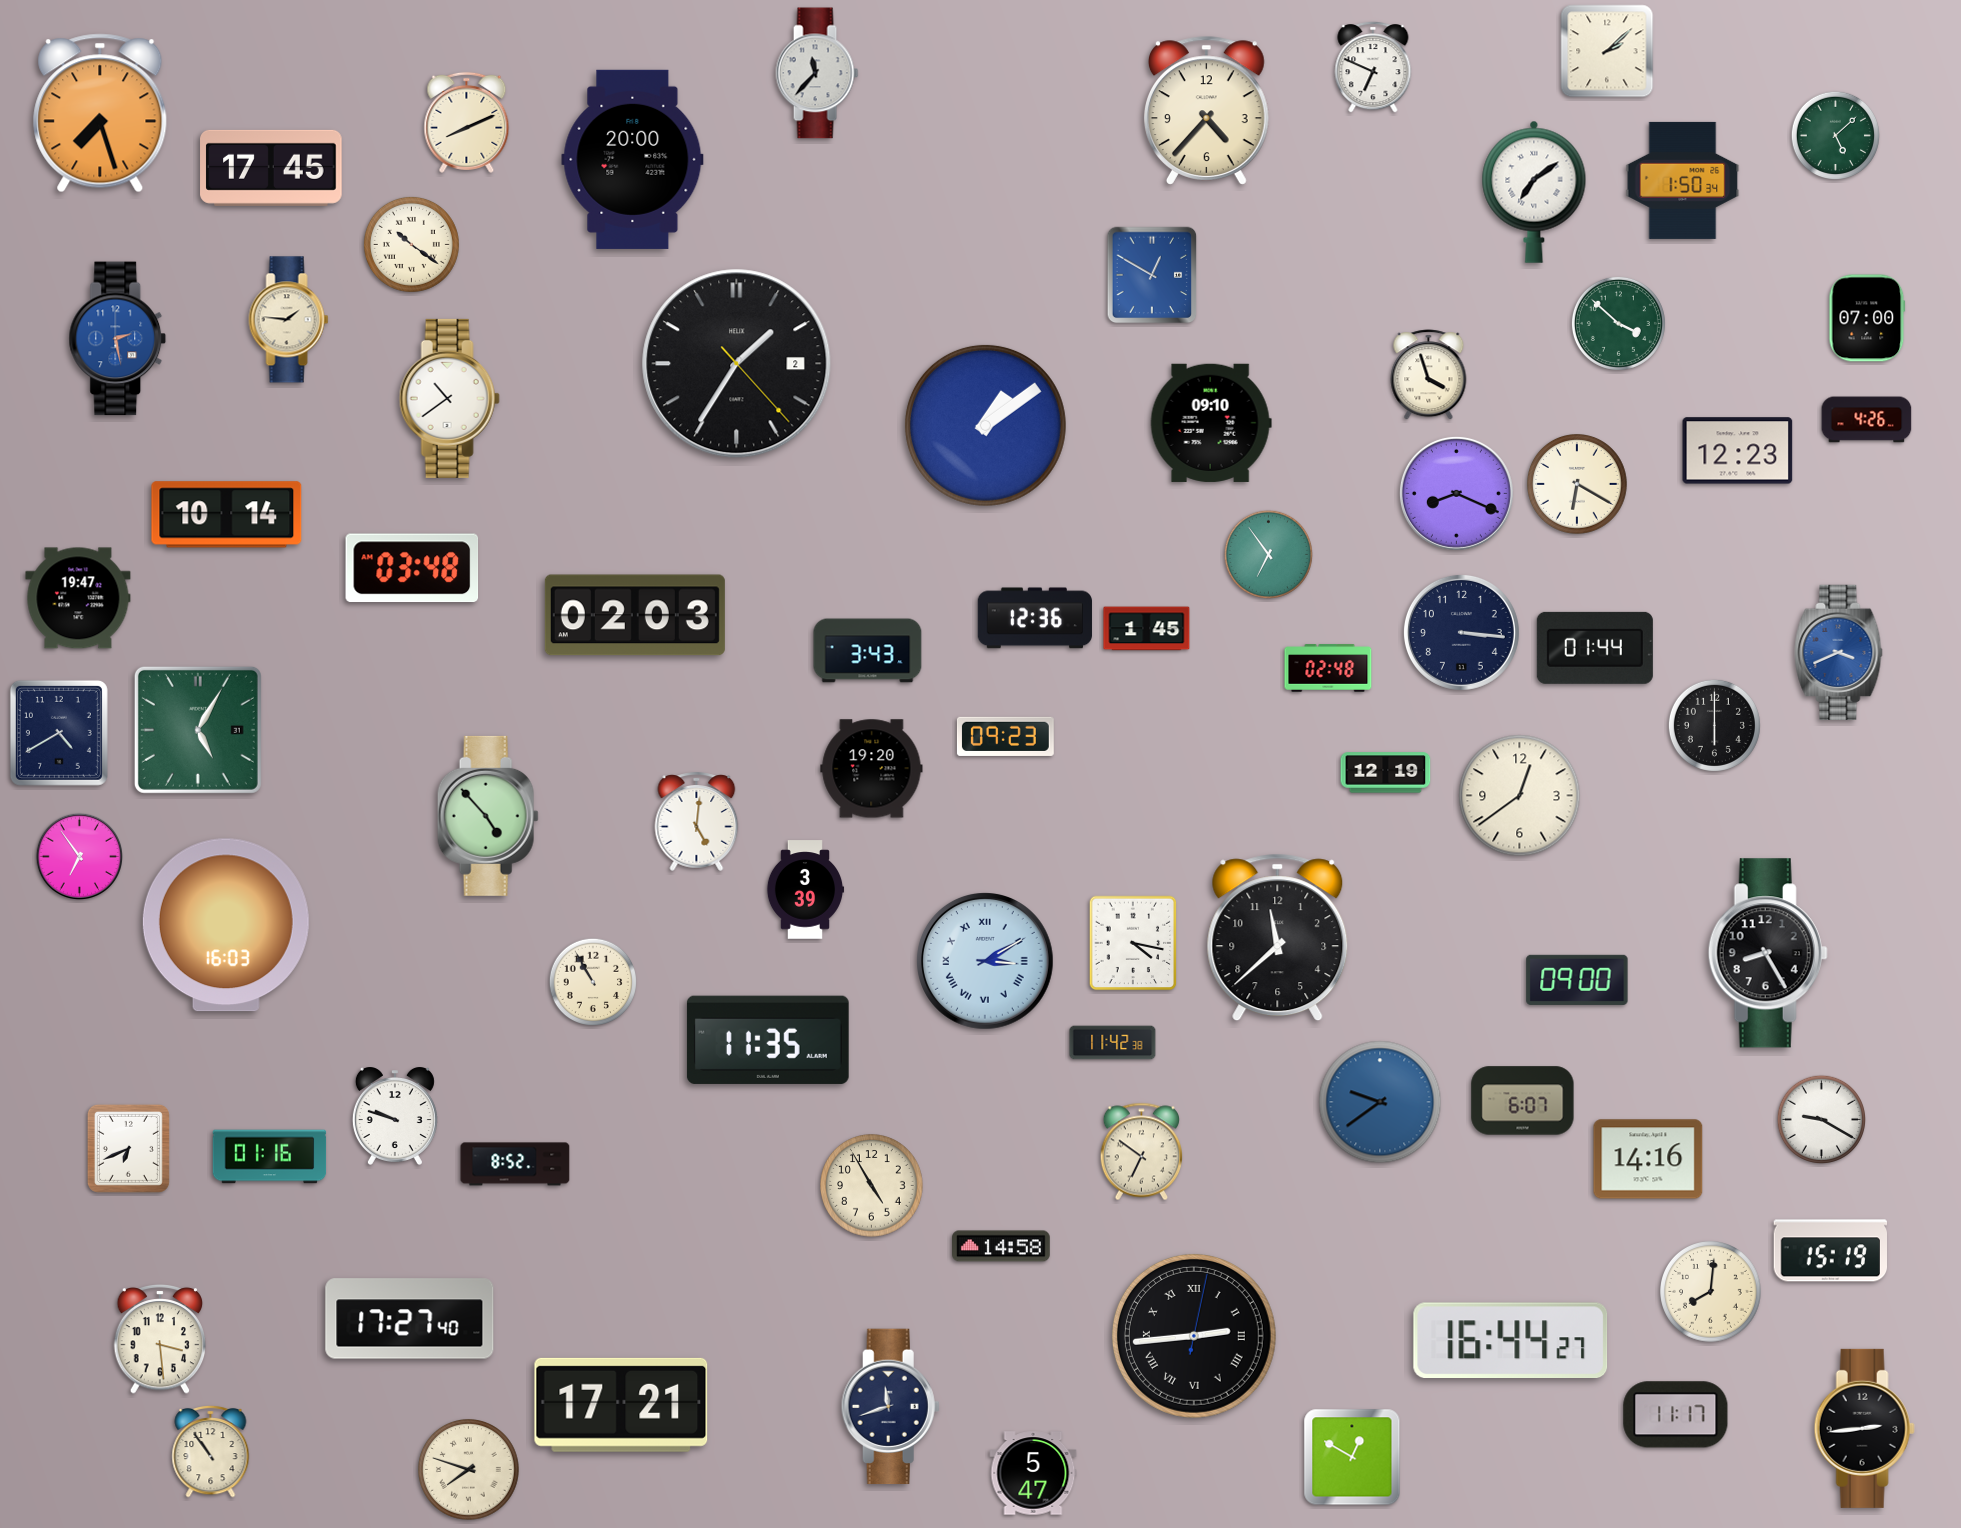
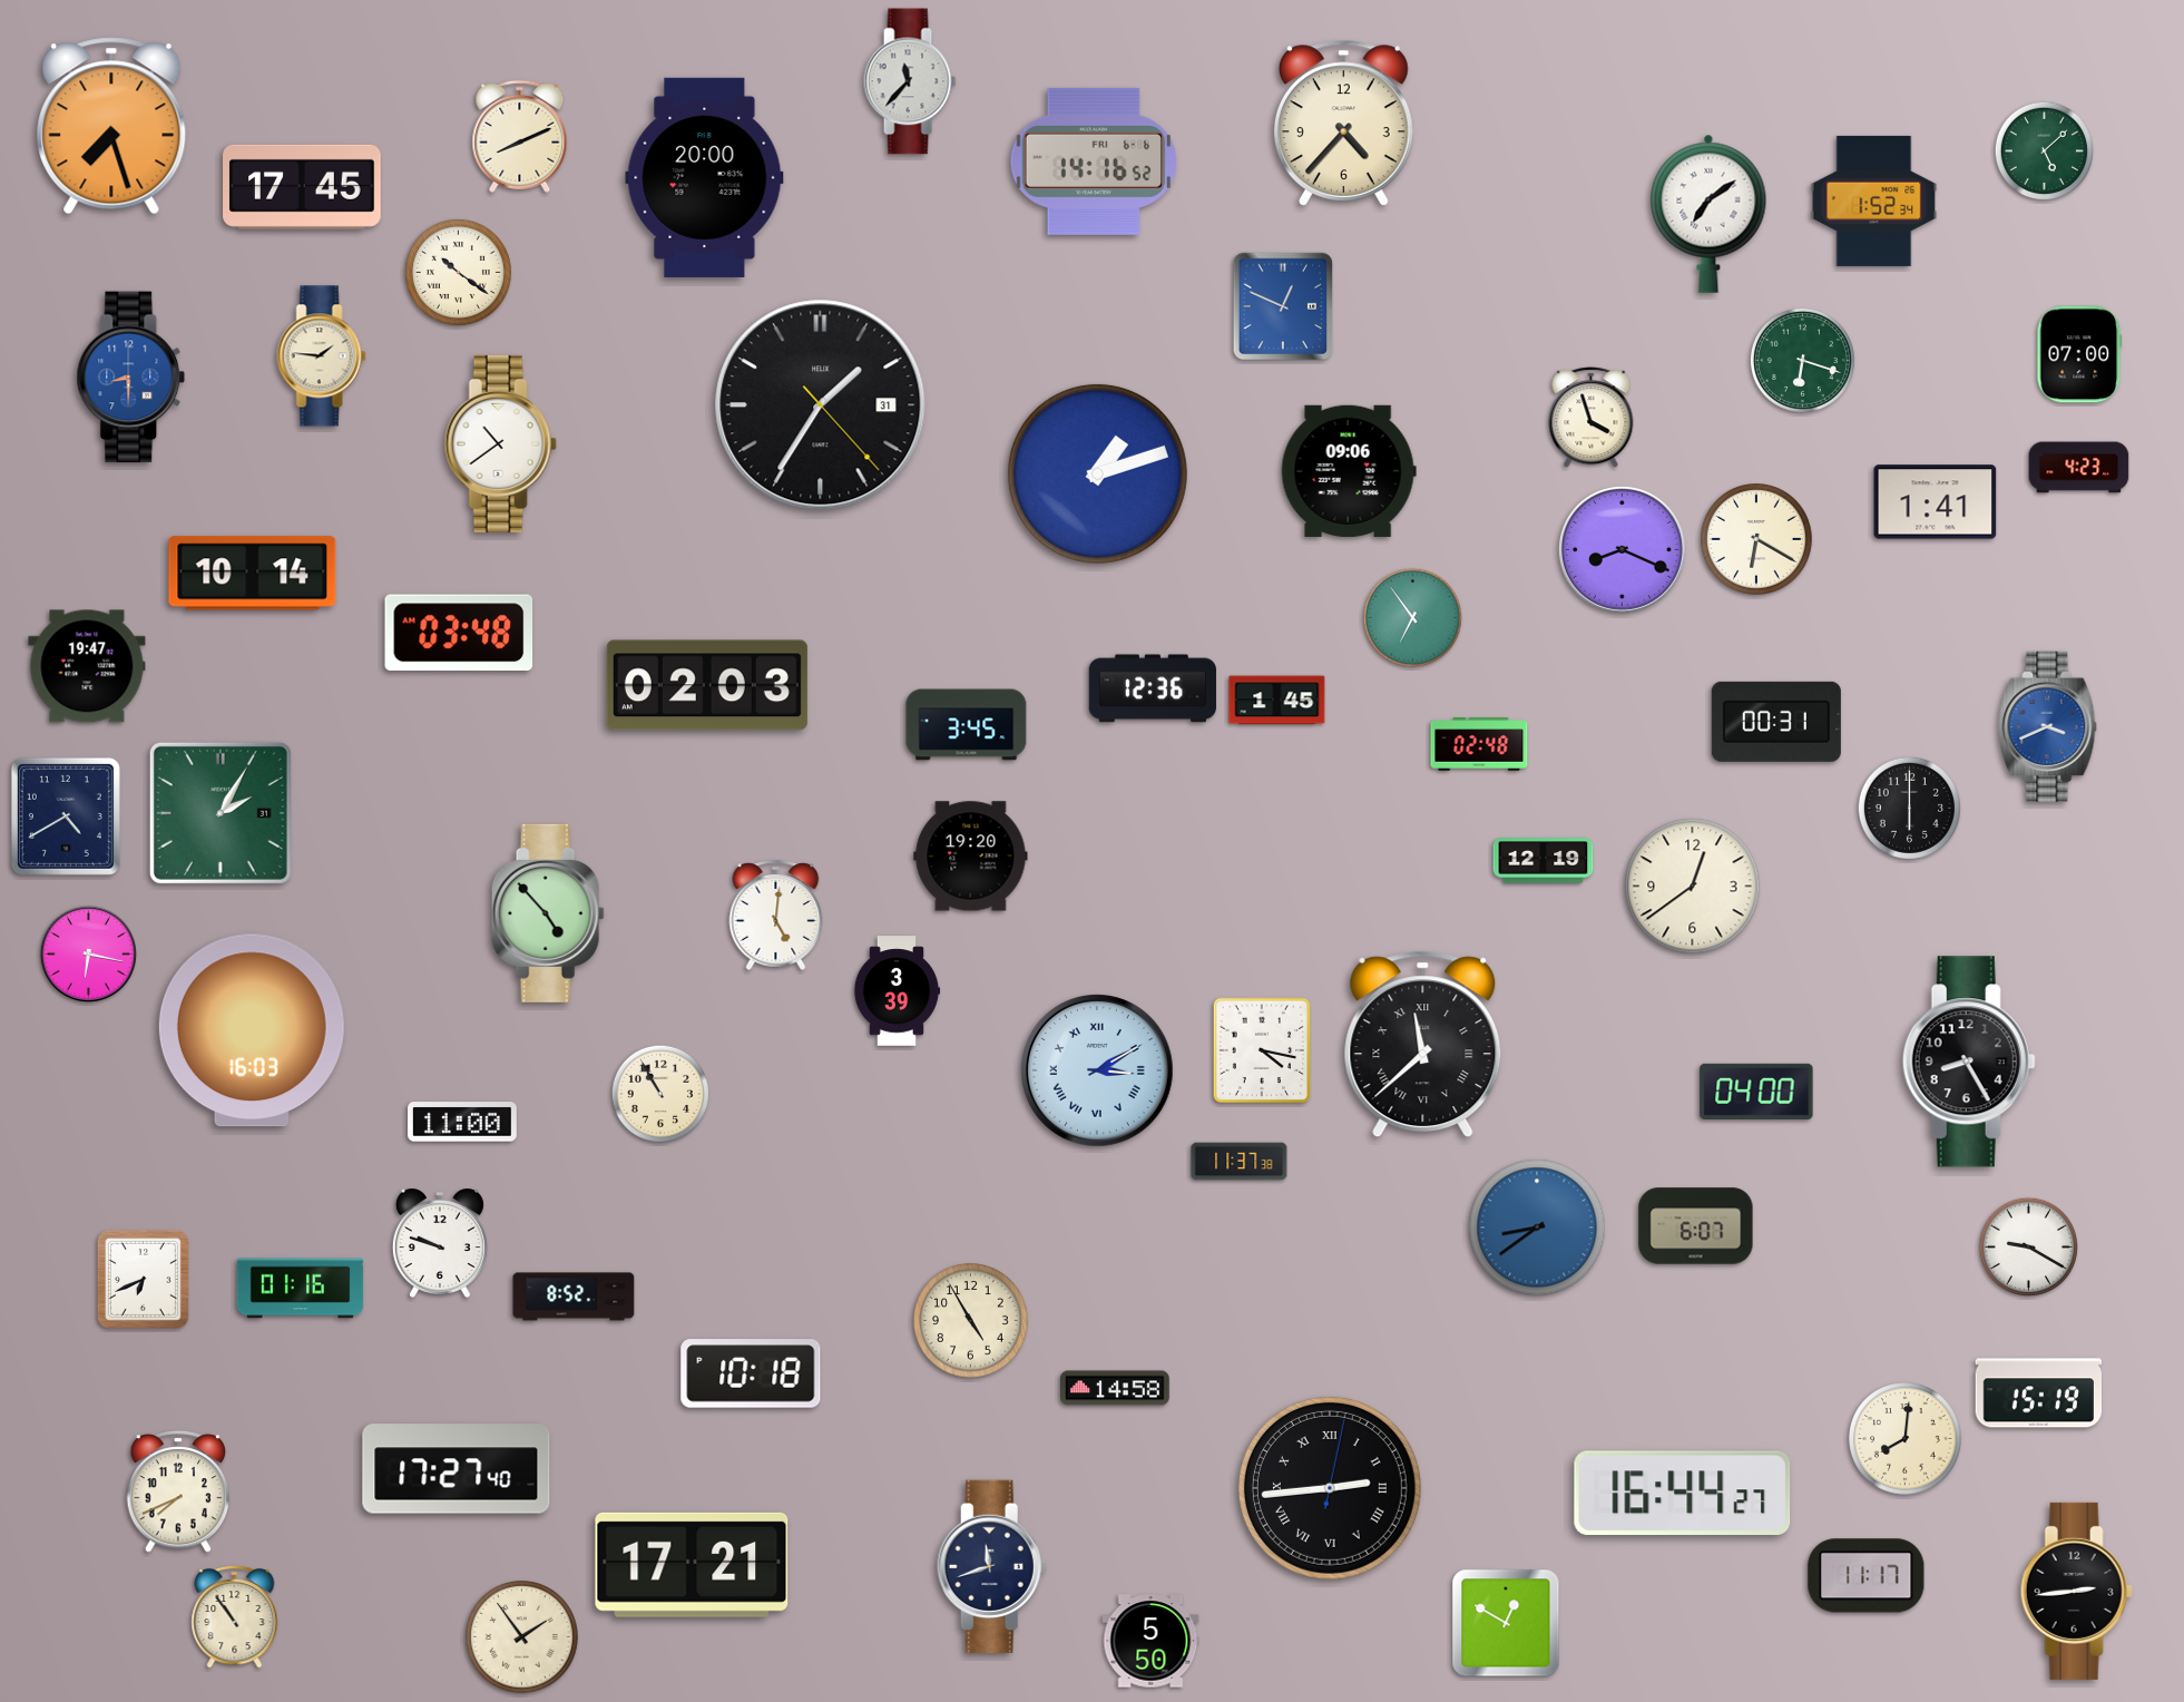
clock at (1607, 51): 2:08 -> none
clock at (1373, 67): 6:49 -> none
clock at (1093, 162): none -> 14:16
clock at (1683, 180): 1:50 -> 1:52
clock at (1152, 275): 12:50 -> 12:49
clock at (1618, 323): 3:52 -> 6:18
clock at (118, 339): 2:28 -> 8:30
clock at (737, 364) date: 2 -> 31
clock at (1867, 420): 4:26 -> 4:23
clock at (1211, 423): 09:10 -> 09:06
clock at (985, 425): 1:09 -> 1:12
clock at (1738, 451): 12:23 -> 1:41
clock at (1461, 632): 3:16 -> none
clock at (1595, 648): 01:44 -> 00:31
clock at (868, 651): 3:43 -> 3:45
clock at (198, 730): 5:05 -> 2:05
clock at (1005, 736): 09:23 -> none
clock at (488, 816) position: (488, 816) -> (548, 913)
clock at (79, 856): 6:54 -> 6:17
clock at (1278, 938) numerals: Arabic -> Roman
clock at (1577, 980): 09:00 -> 04:00
clock at (463, 1122): none -> 11:00
clock at (768, 1040): 11:35 -> none
clock at (1113, 1043): 11:42 -> 11:37
clock at (1380, 1102): 9:39 -> 8:39
clock at (1141, 1152): 6:51 -> none
clock at (1648, 1159): 14:16 -> none
clock at (751, 1373): none -> 10:18
clock at (160, 1339): 3:29 -> 7:41
clock at (469, 1470): 7:48 -> 1:54
clock at (1033, 1473): 5:47 -> 5:50
